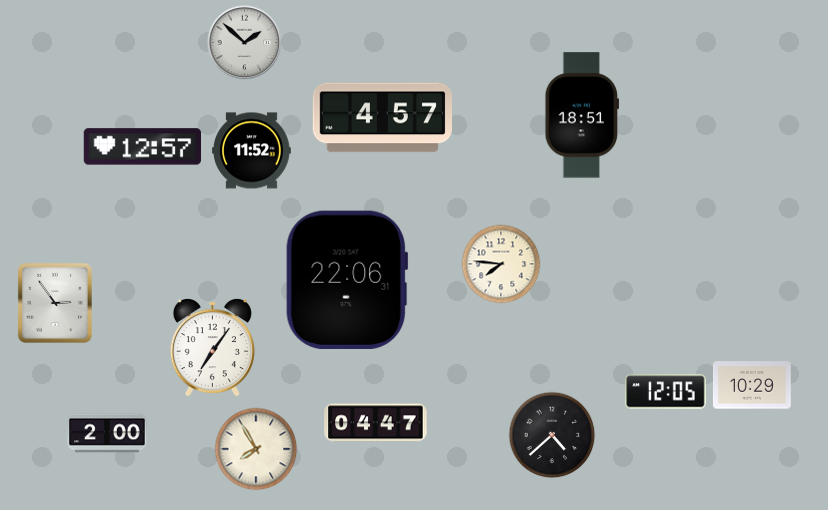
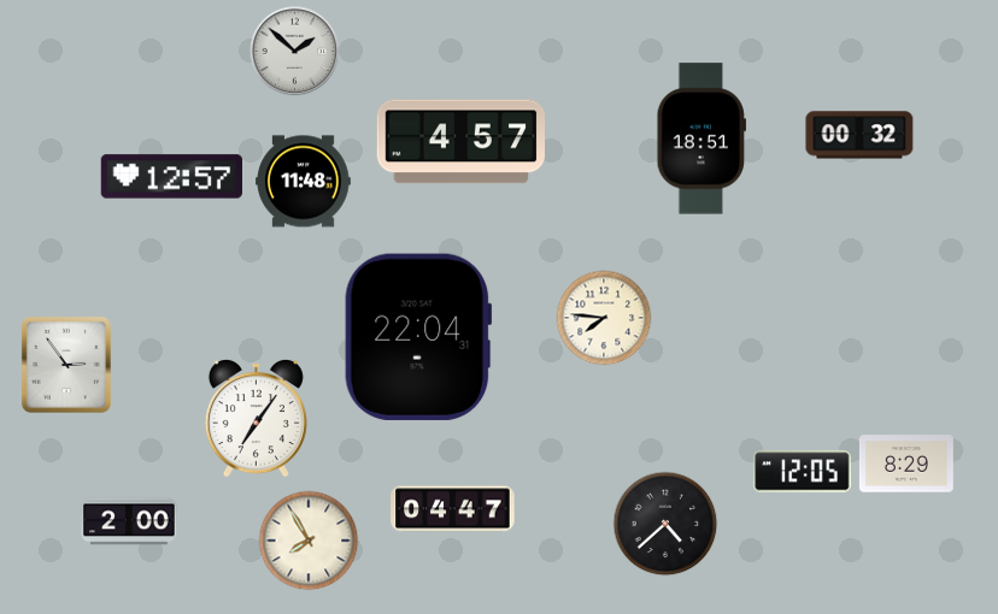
clock at (859, 135): none -> 00:32
clock at (252, 151): 11:52 -> 11:48
clock at (347, 280): 22:06 -> 22:04
clock at (752, 385): 10:29 -> 8:29
